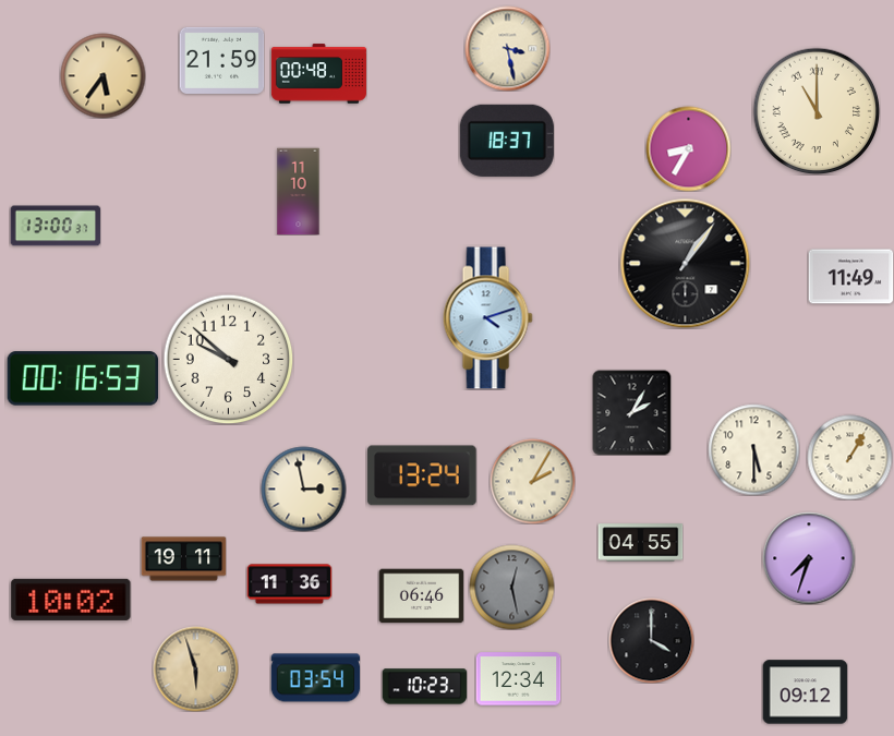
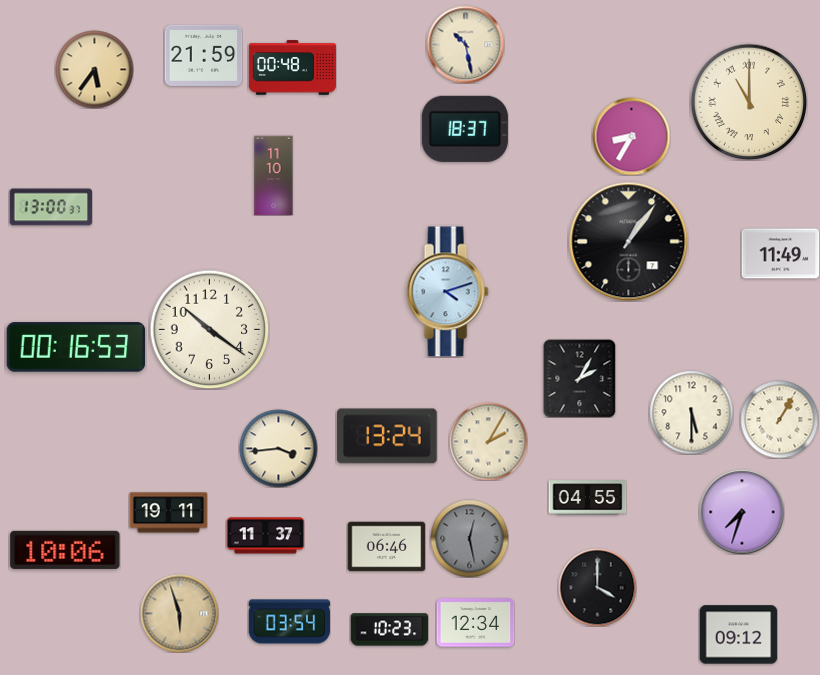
clock at (507, 48): 3:28 -> 10:28
clock at (228, 359): 9:52 -> 10:21
clock at (303, 488): 2:58 -> 3:44
clock at (289, 584): 11:36 -> 11:37
clock at (71, 600): 10:02 -> 10:06
